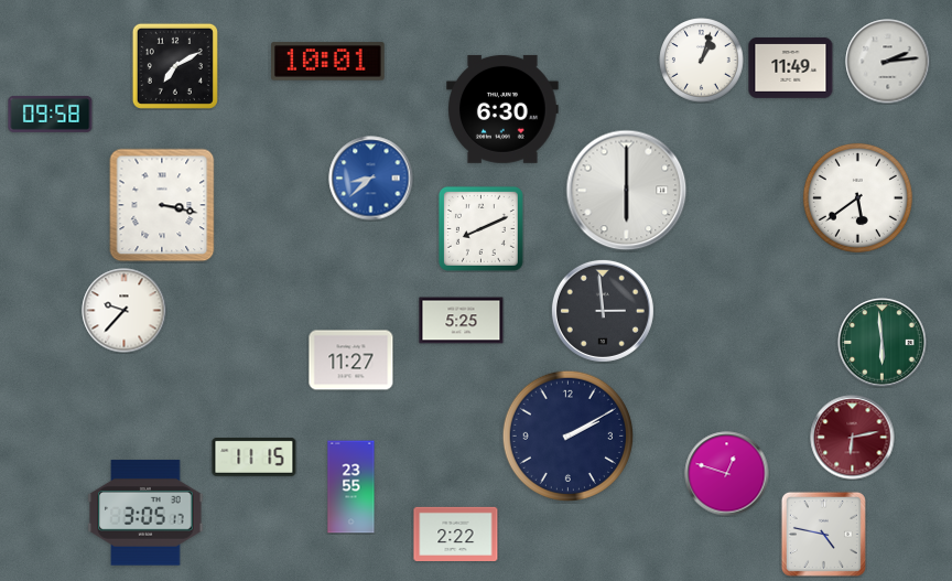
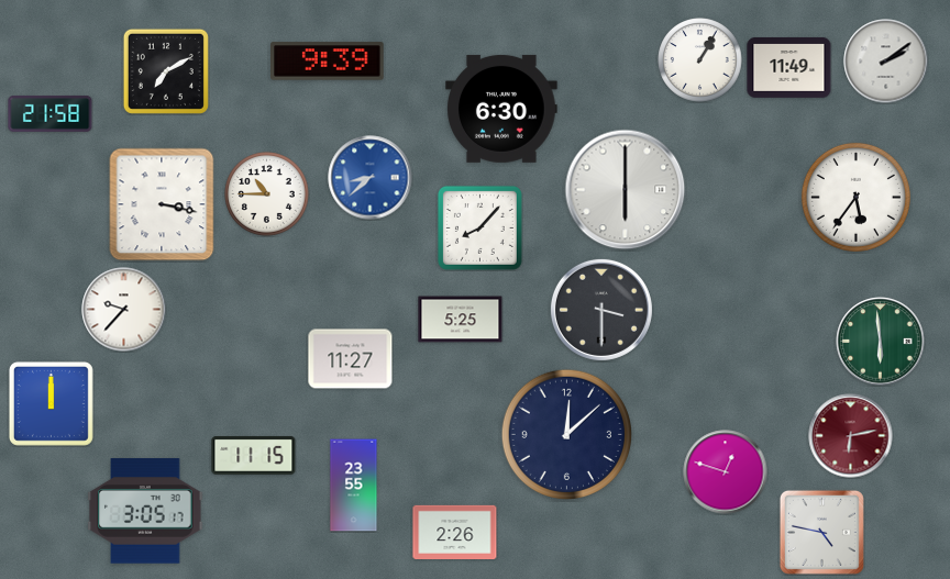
clock at (702, 61): 1:03 -> 1:05
clock at (328, 62): 10:01 -> 9:39
clock at (888, 62): 2:14 -> 2:09
clock at (175, 66) position: (175, 66) -> (166, 71)
clock at (51, 114): 09:58 -> 21:58
clock at (267, 194): none -> 10:45
clock at (857, 197): 5:39 -> 5:36
clock at (480, 228): 8:11 -> 8:07
clock at (603, 311): 2:59 -> 3:30
clock at (51, 403): none -> 12:00
clock at (567, 435): 2:10 -> 12:08
clock at (351, 487) position: (351, 487) -> (354, 486)
clock at (456, 534): 2:22 -> 2:26
